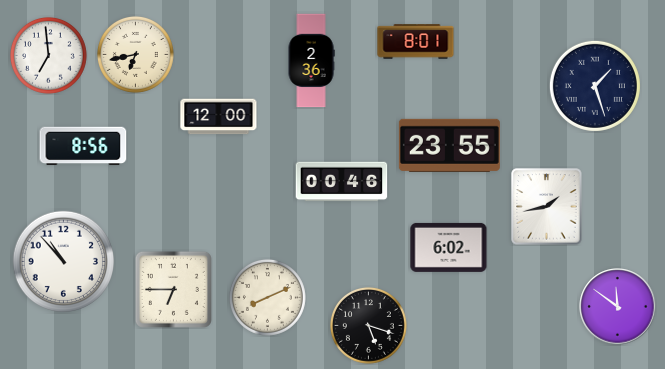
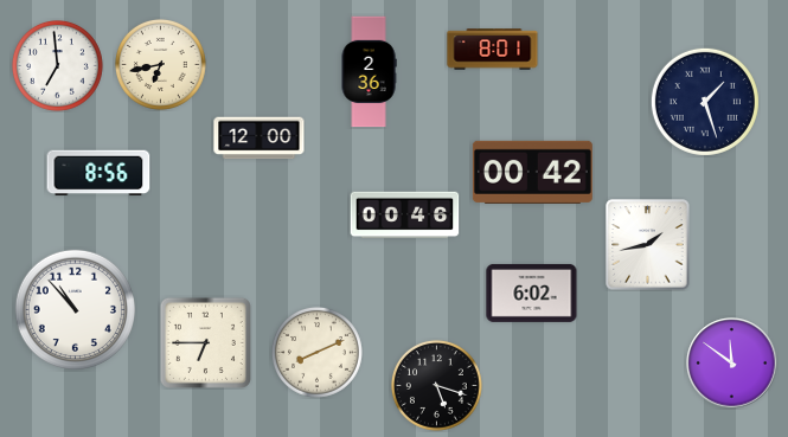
clock at (449, 145): 23:55 -> 00:42
